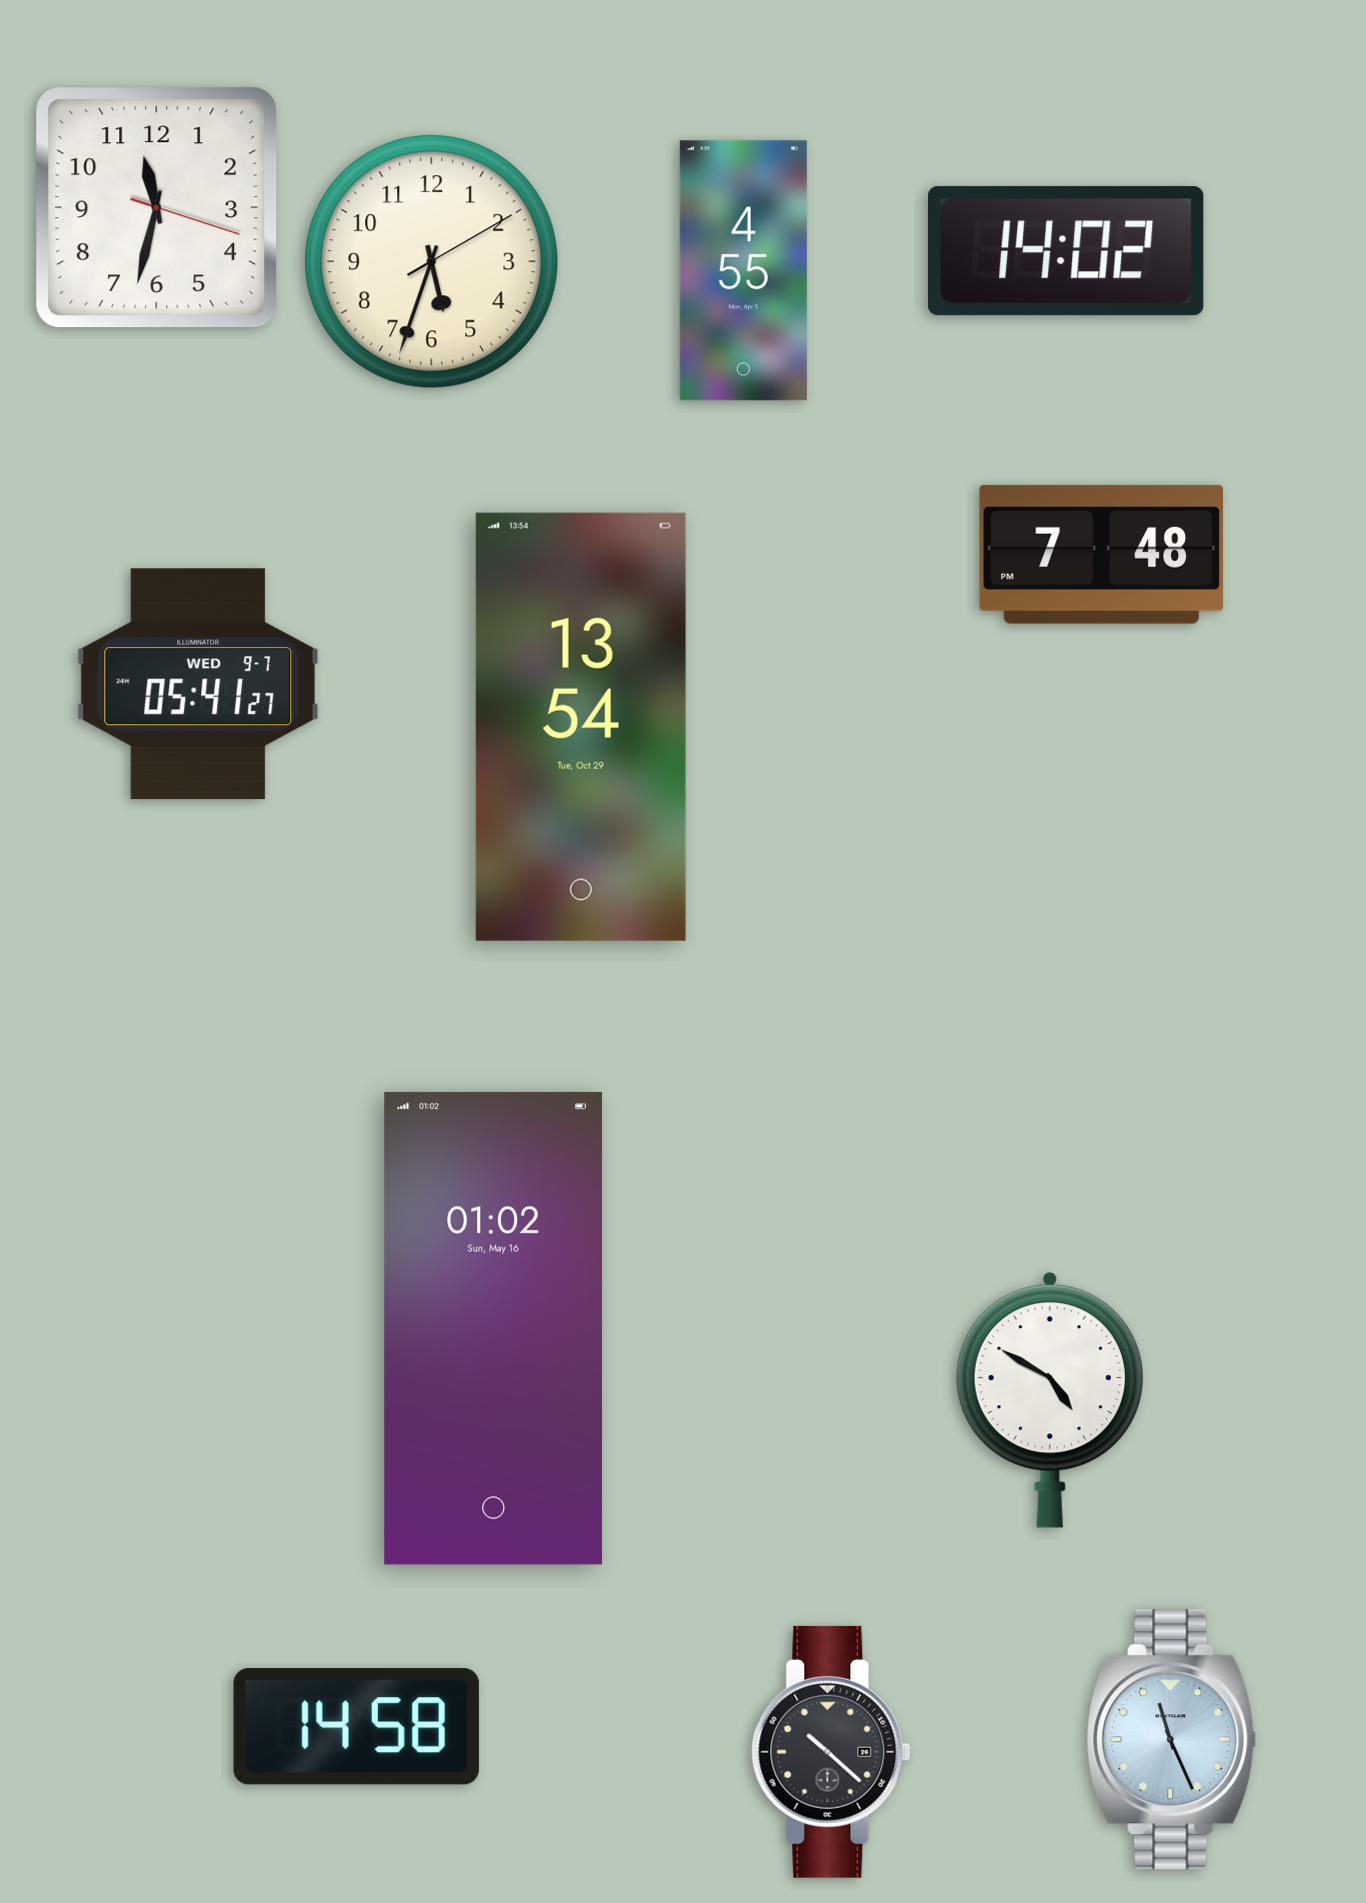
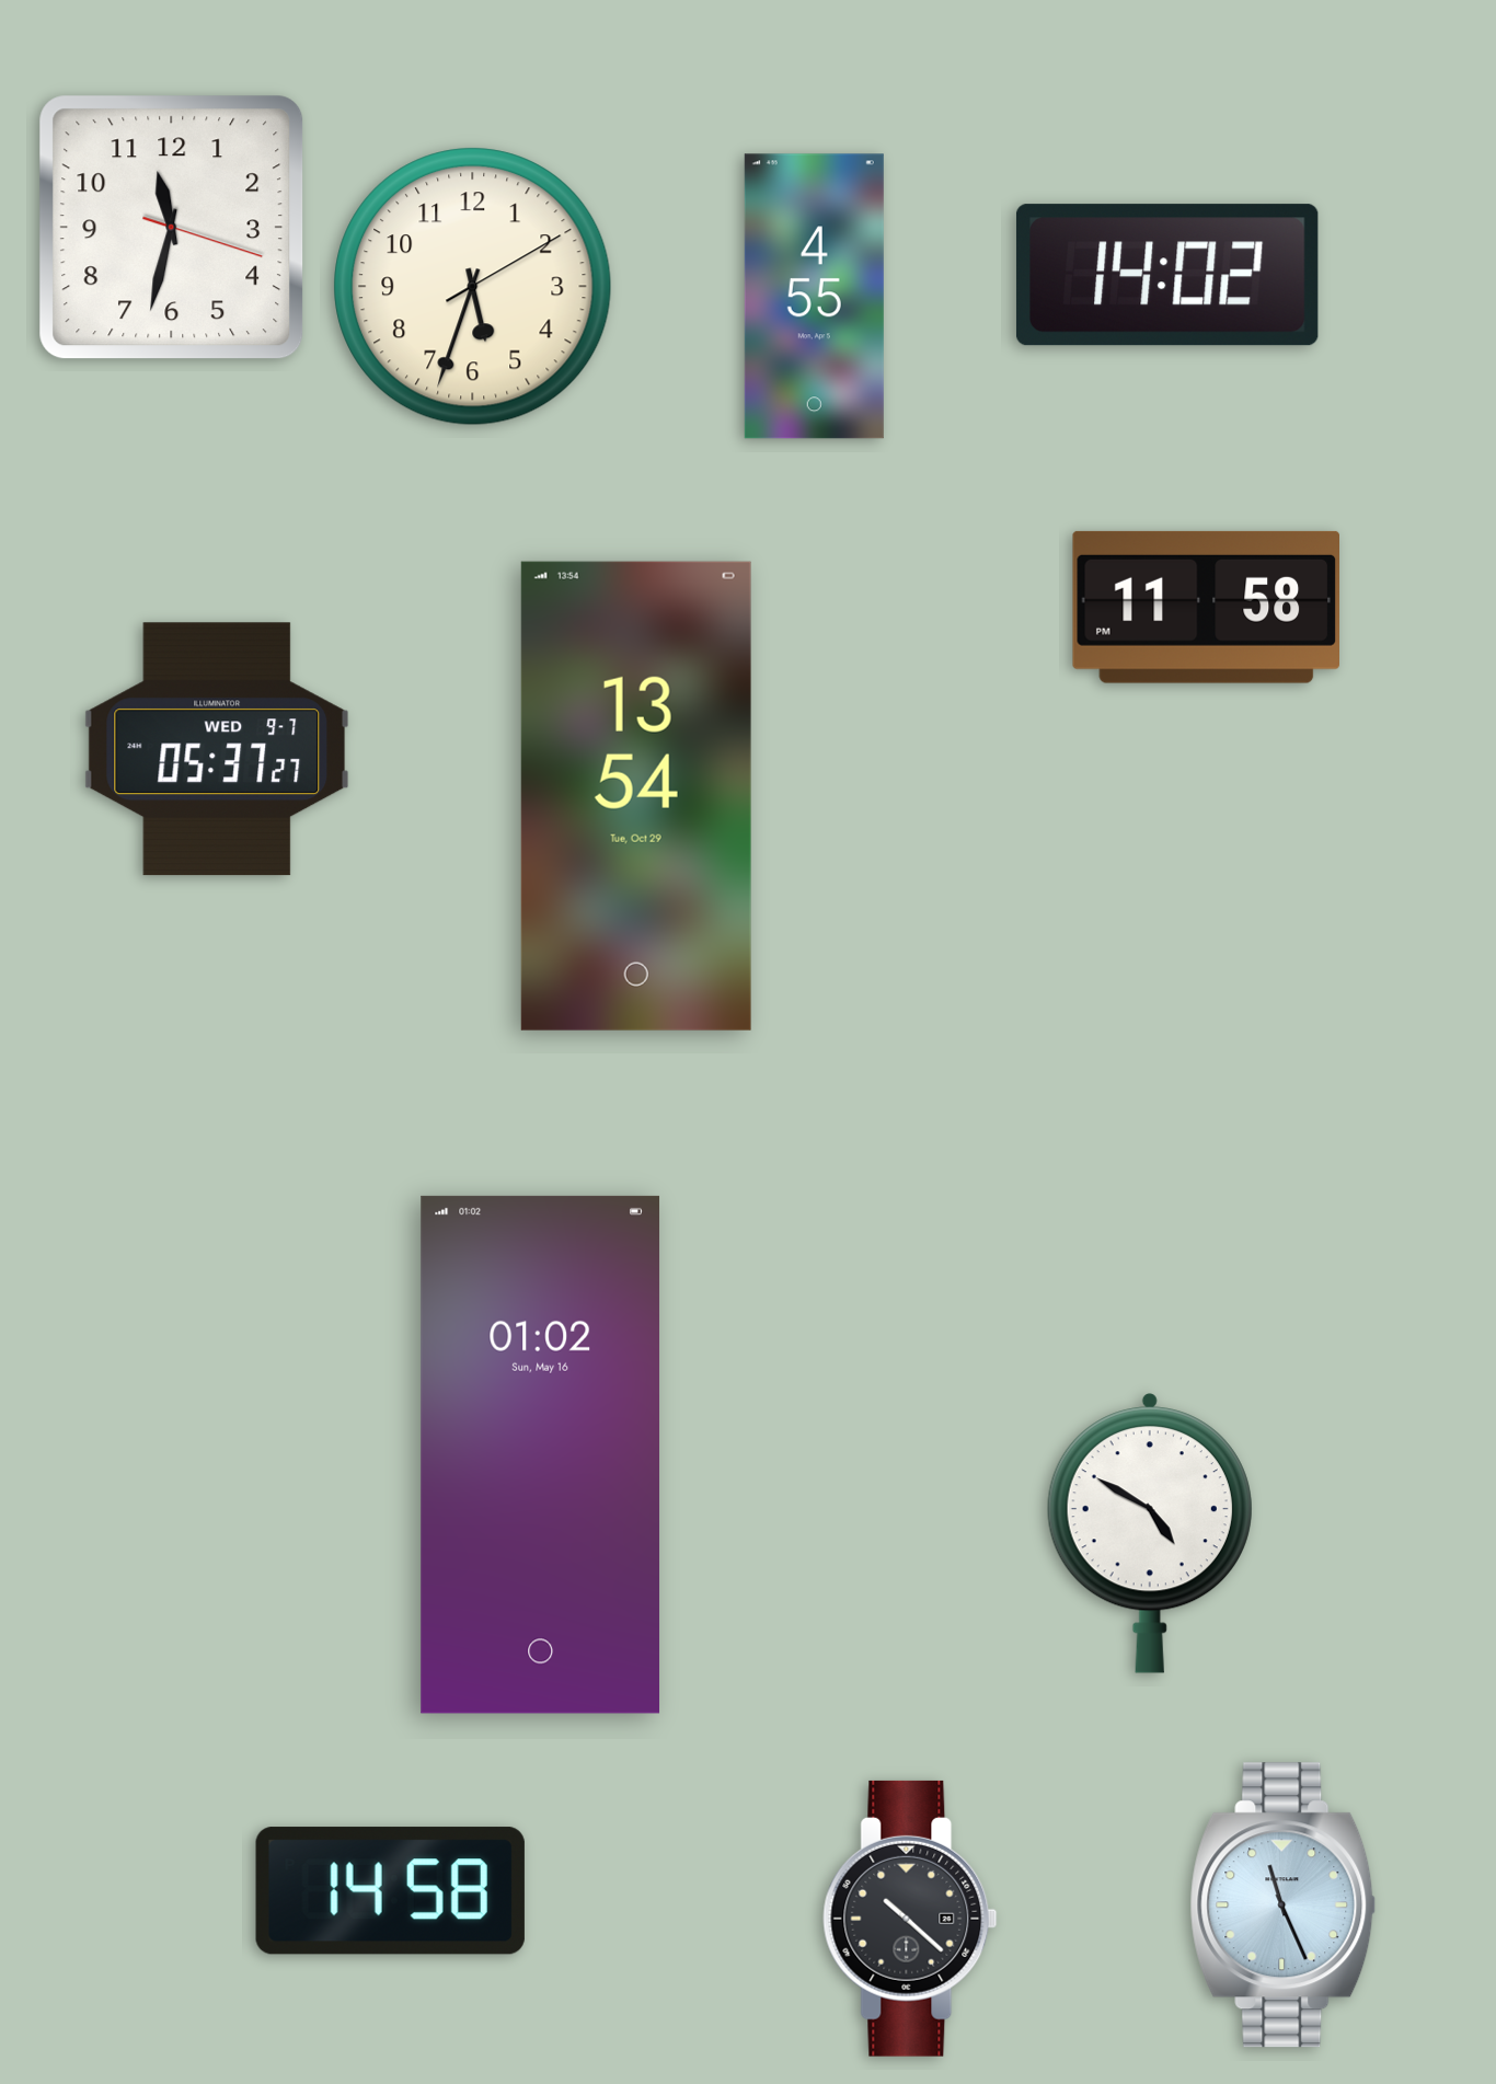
clock at (1101, 554): 7:48 -> 11:58
clock at (198, 684): 05:41 -> 05:37
